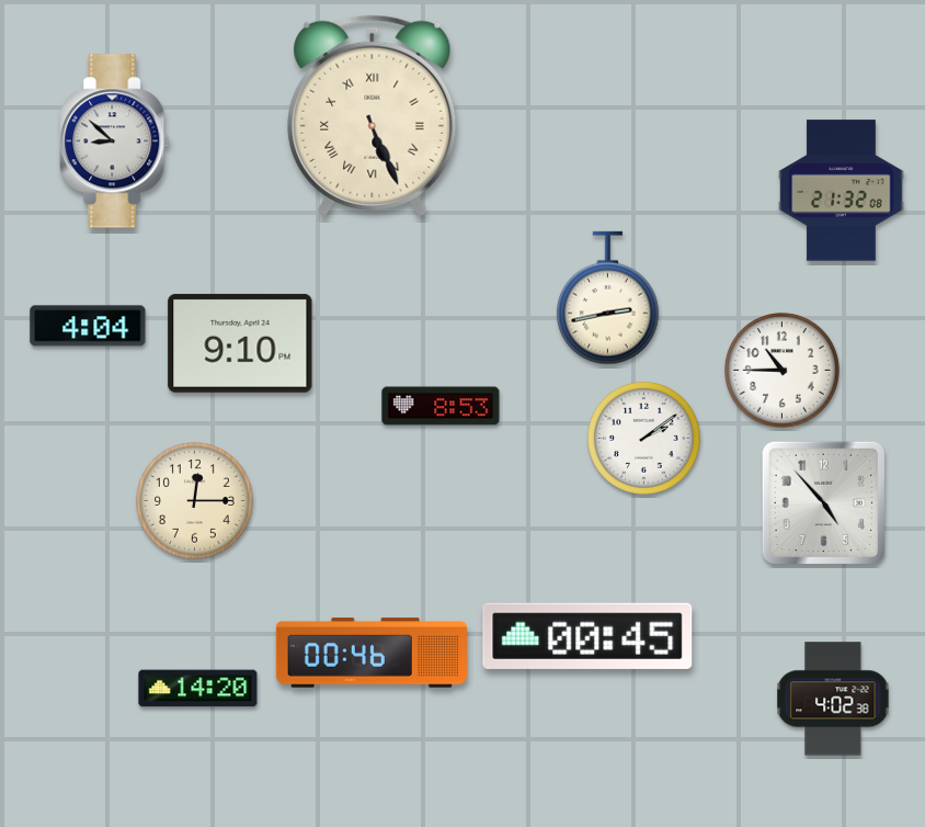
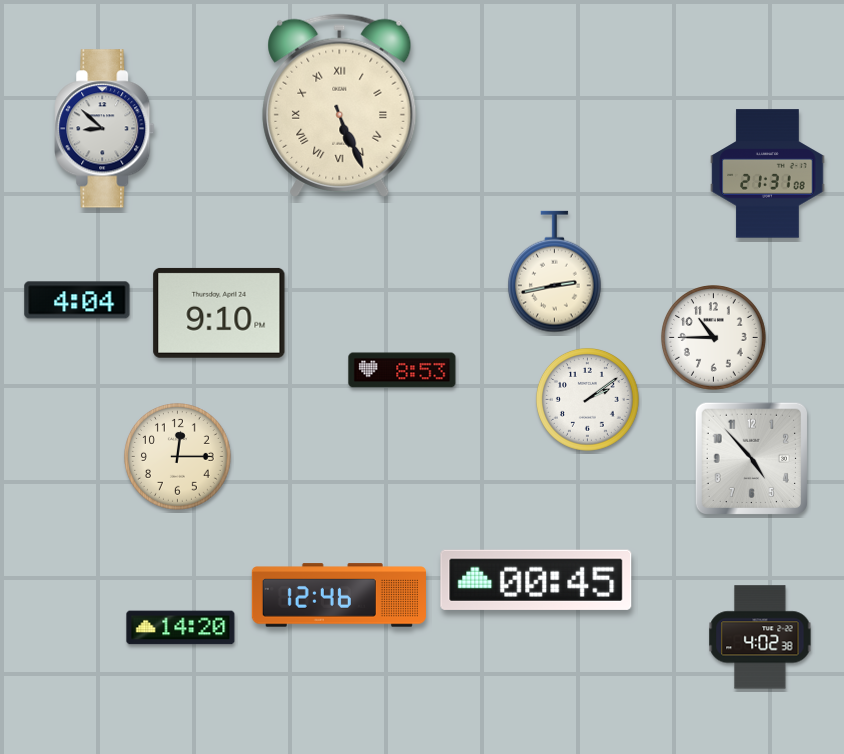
clock at (842, 191): 21:32 -> 21:31
clock at (88, 326) position: (88, 326) -> (77, 300)
clock at (372, 653): 00:46 -> 12:46
